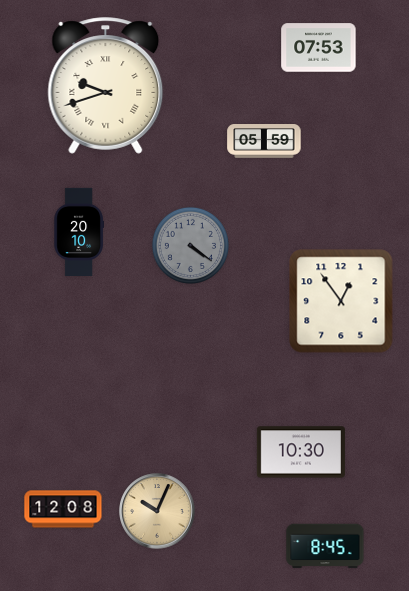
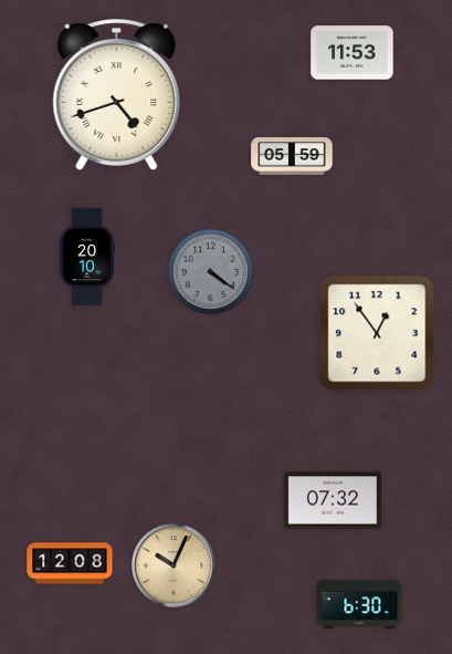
clock at (319, 48): 07:53 -> 11:53
clock at (106, 86): 9:42 -> 4:42
clock at (301, 452): 10:30 -> 07:32
clock at (325, 546): 8:45 -> 6:30
